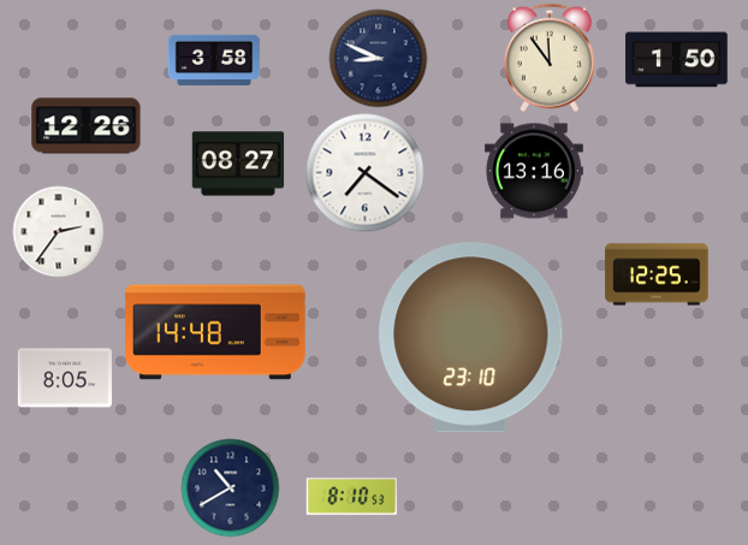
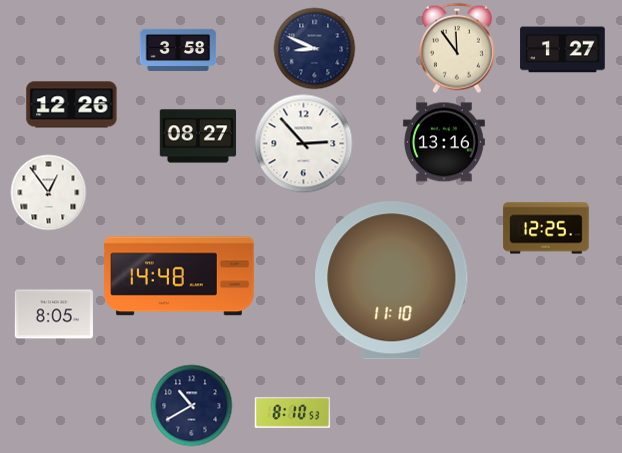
clock at (677, 60): 1:50 -> 1:27
clock at (366, 173): 7:21 -> 2:53
clock at (59, 232): 2:36 -> 12:54
clock at (471, 338): 23:10 -> 11:10
